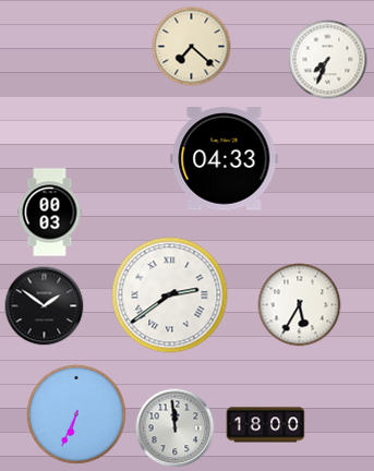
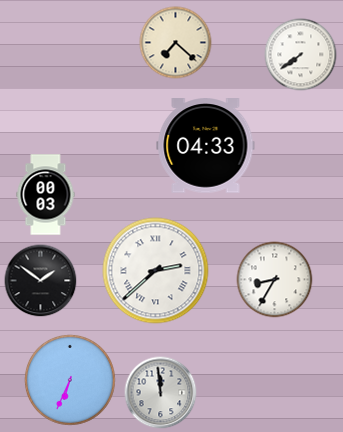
clock at (328, 60): 7:34 -> 7:39
clock at (170, 295): 2:39 -> 2:38
clock at (300, 305): 5:35 -> 8:35
clock at (266, 425): 18:00 -> none
